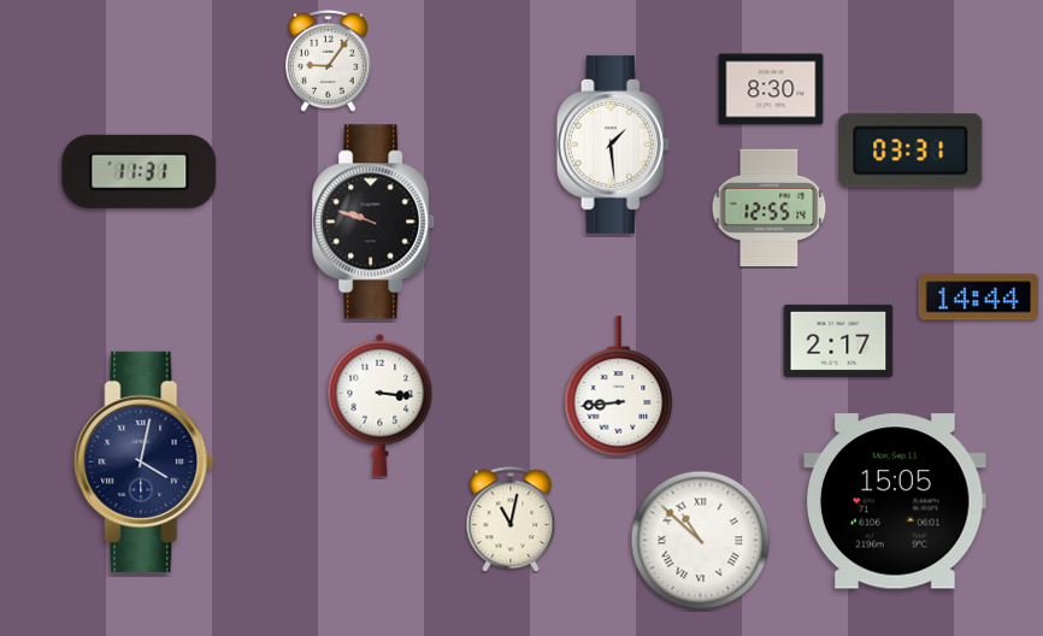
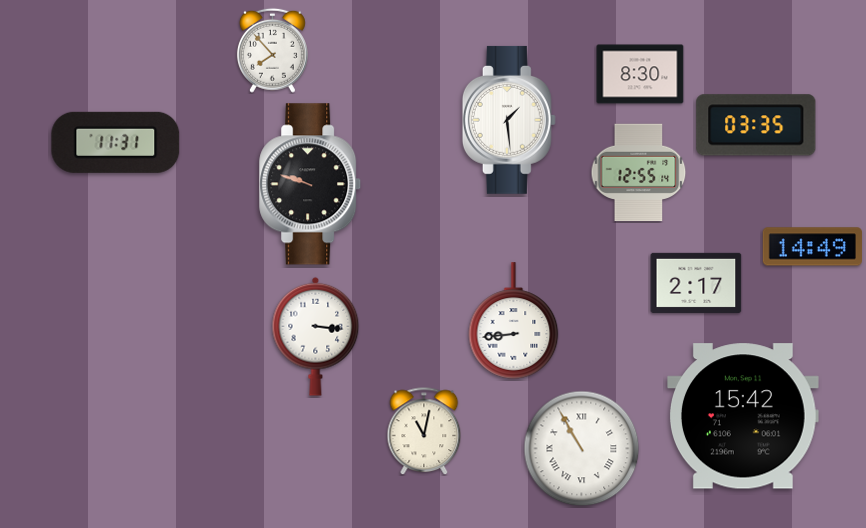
clock at (328, 60): 9:06 -> 7:53
clock at (911, 151): 03:31 -> 03:35
clock at (978, 298): 14:44 -> 14:49
clock at (145, 461): 4:02 -> none
clock at (896, 501): 15:05 -> 15:42
clock at (701, 541): 10:52 -> 10:55
